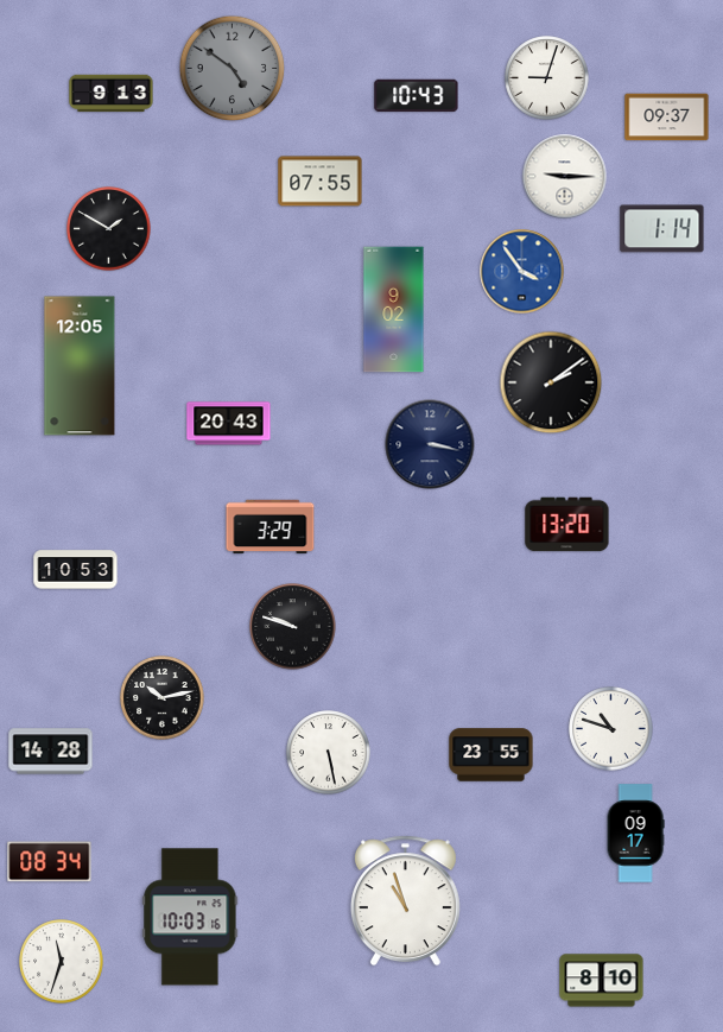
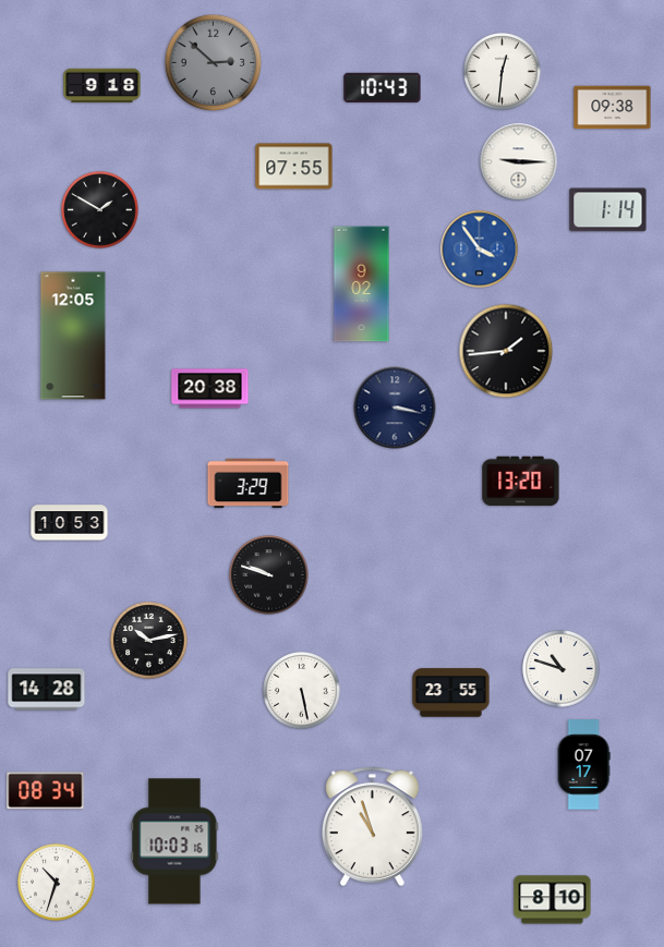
clock at (233, 69): 4:51 -> 2:52
clock at (547, 78): 9:03 -> 12:31
clock at (112, 94): 9:13 -> 9:18
clock at (667, 118): 09:37 -> 09:38
clock at (551, 382): 2:09 -> 1:44
clock at (229, 424): 20:43 -> 20:38
clock at (635, 834): 09:17 -> 07:17
clock at (62, 962): 11:33 -> 10:33
